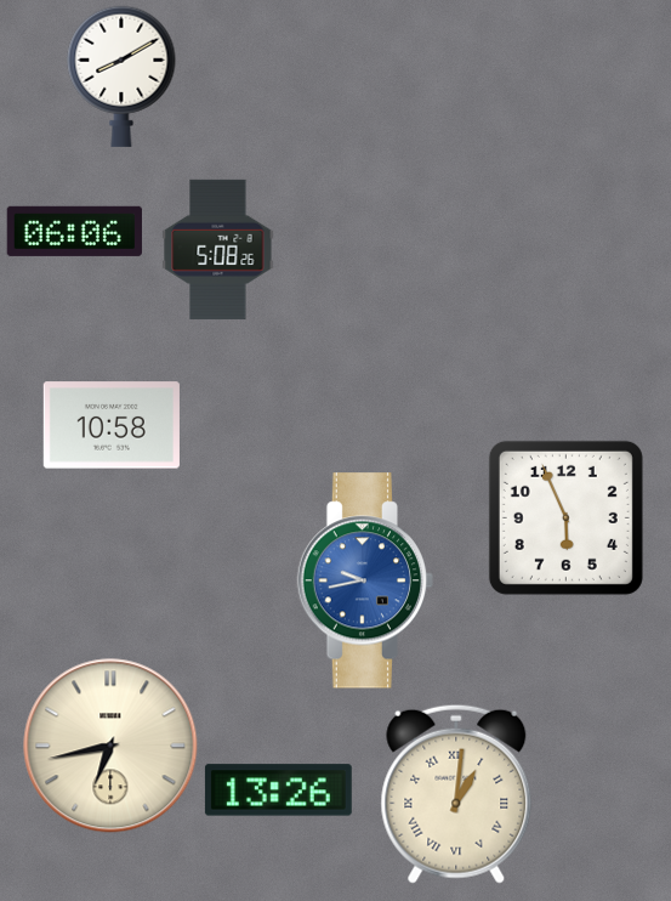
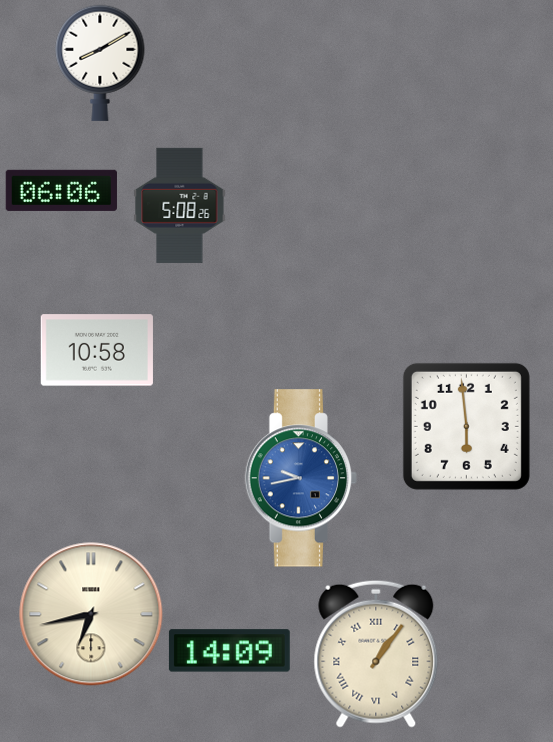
clock at (112, 425) position: (112, 425) -> (97, 350)
clock at (565, 517): 5:56 -> 5:59
clock at (278, 790): 13:26 -> 14:09
clock at (456, 794): 1:01 -> 1:06
